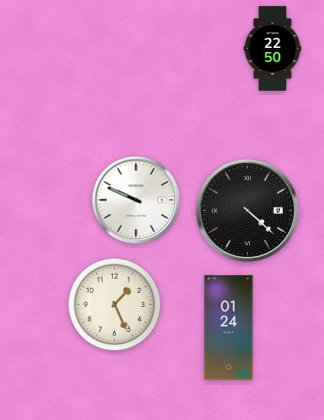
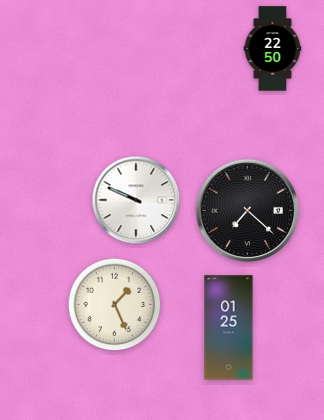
clock at (247, 210): 4:22 -> 7:22
clock at (229, 328): 01:24 -> 01:25
